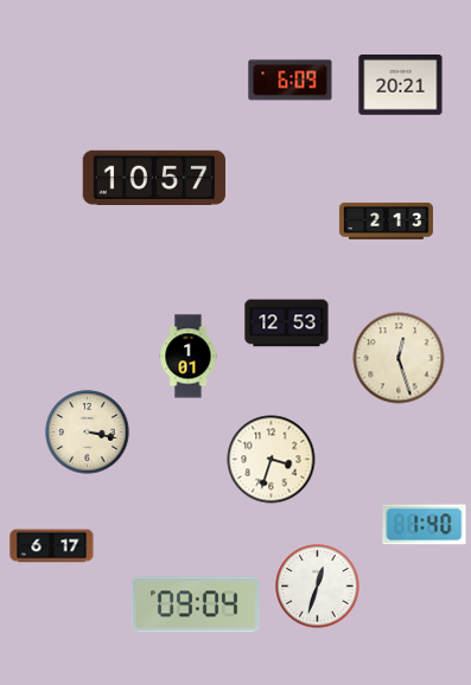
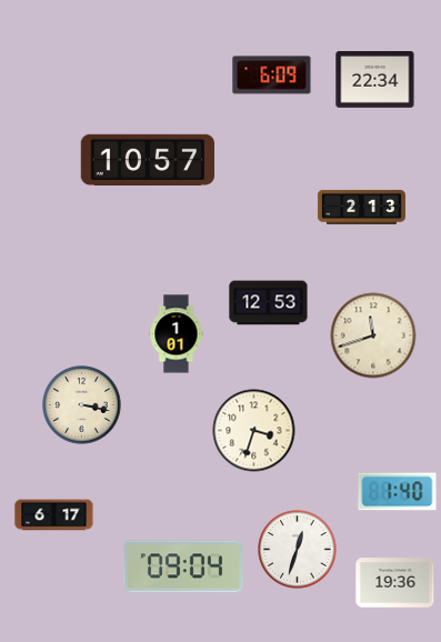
clock at (401, 85): 20:21 -> 22:34
clock at (153, 178) position: (153, 178) -> (147, 160)
clock at (399, 358): 12:27 -> 11:42
clock at (52, 546) position: (52, 546) -> (54, 515)
clock at (395, 583): none -> 19:36
